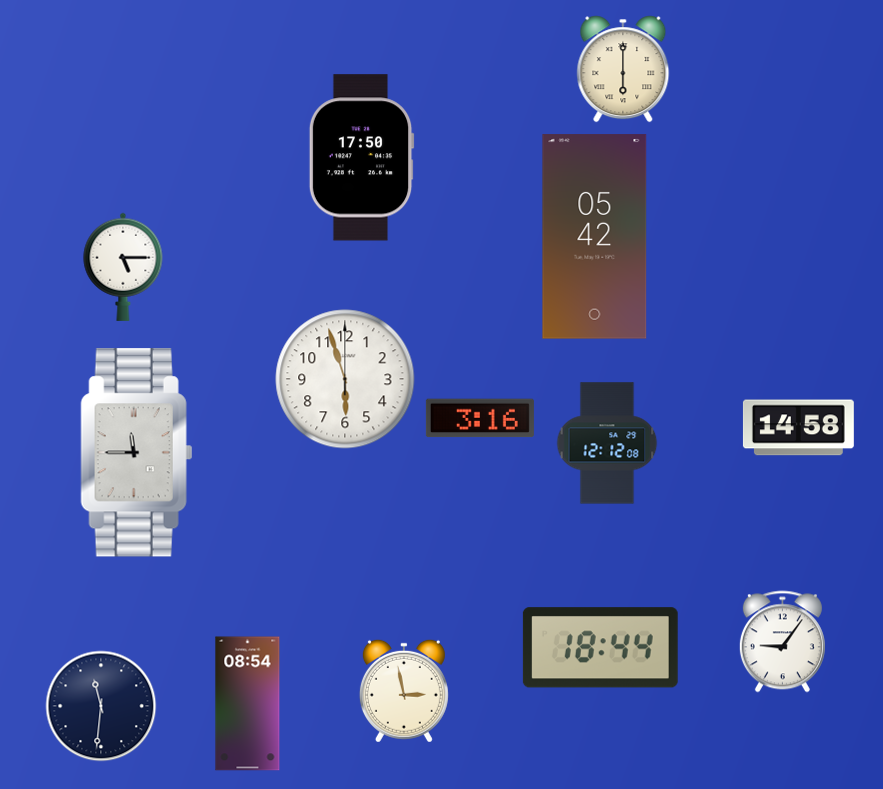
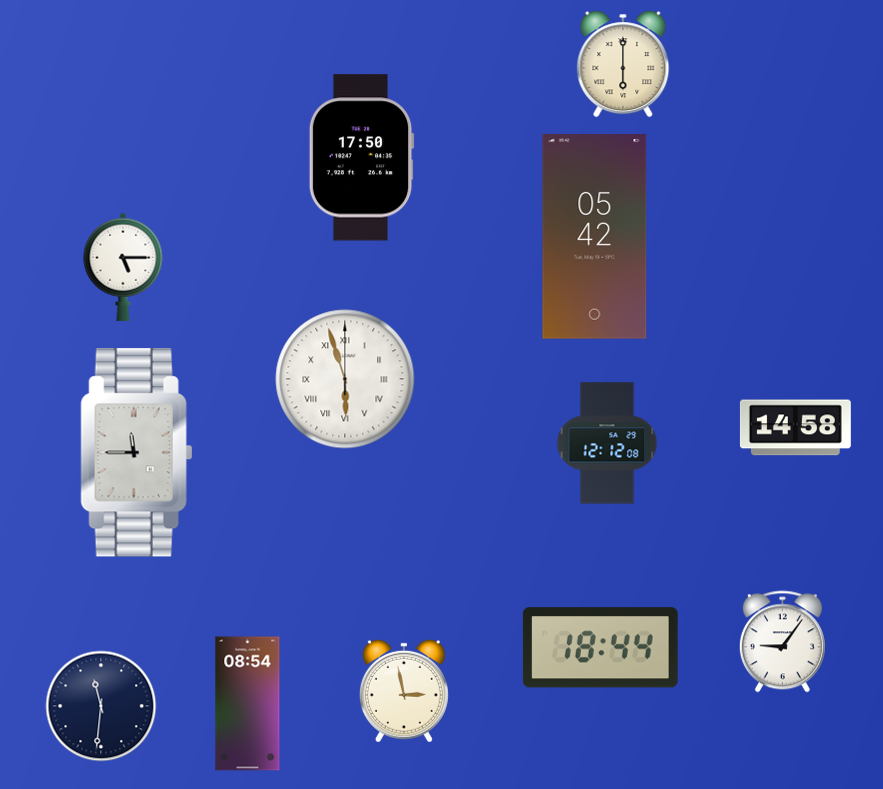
clock at (623, 69) position: (623, 69) -> (623, 64)
clock at (345, 379) numerals: Arabic -> Roman
clock at (480, 418): 3:16 -> none
clock at (798, 428) position: (798, 428) -> (795, 428)
